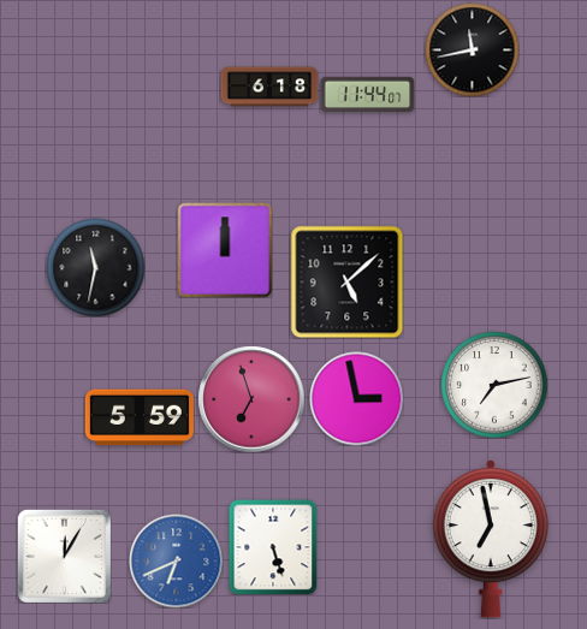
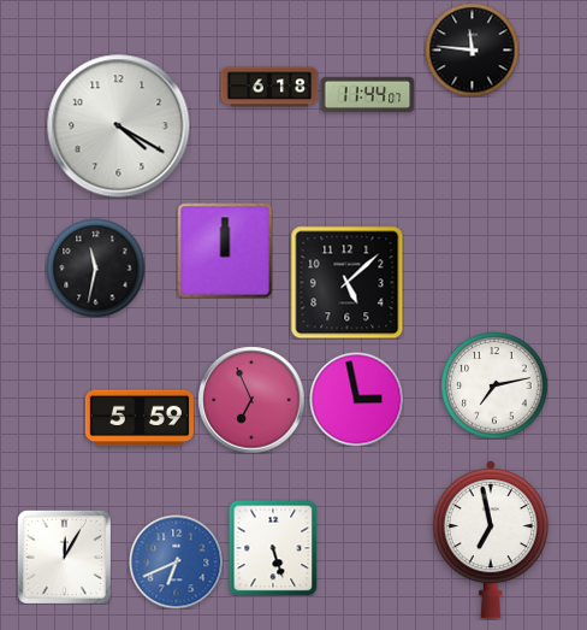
clock at (472, 49): 11:43 -> 11:46
clock at (119, 126): none -> 4:20
clock at (251, 399): 6:57 -> 6:56
